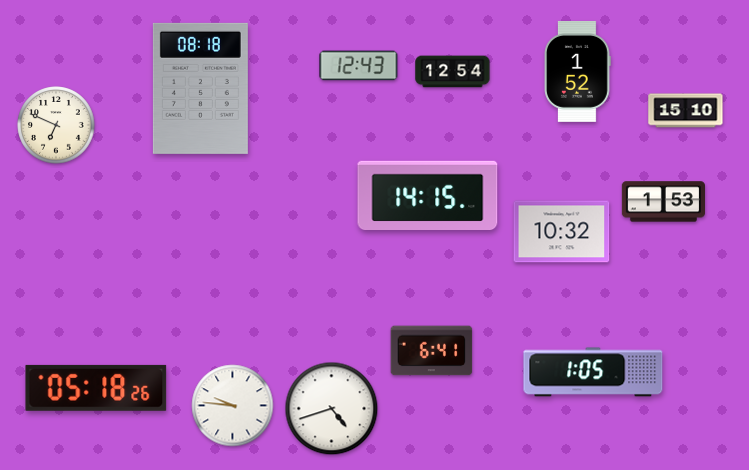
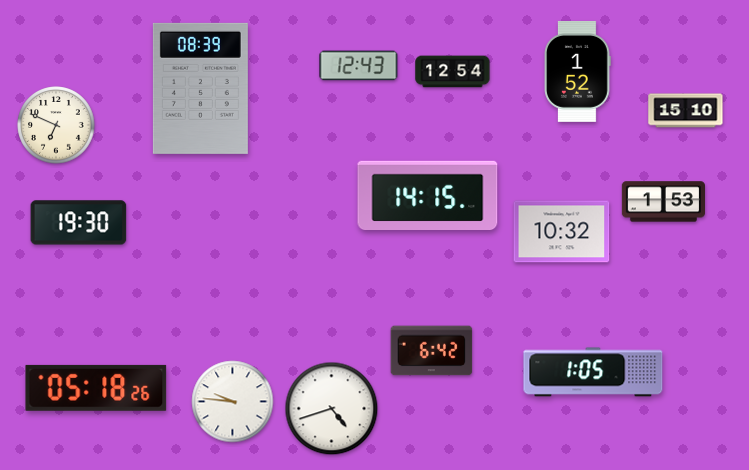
clock at (200, 88): 08:18 -> 08:39
clock at (79, 223): none -> 19:30
clock at (432, 351): 6:41 -> 6:42
clock at (233, 406) position: (233, 406) -> (233, 402)
